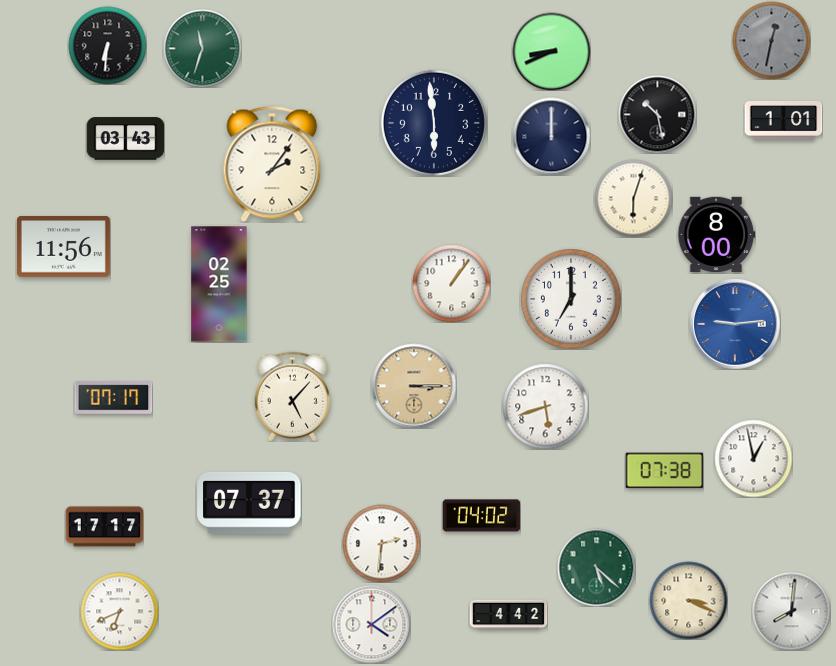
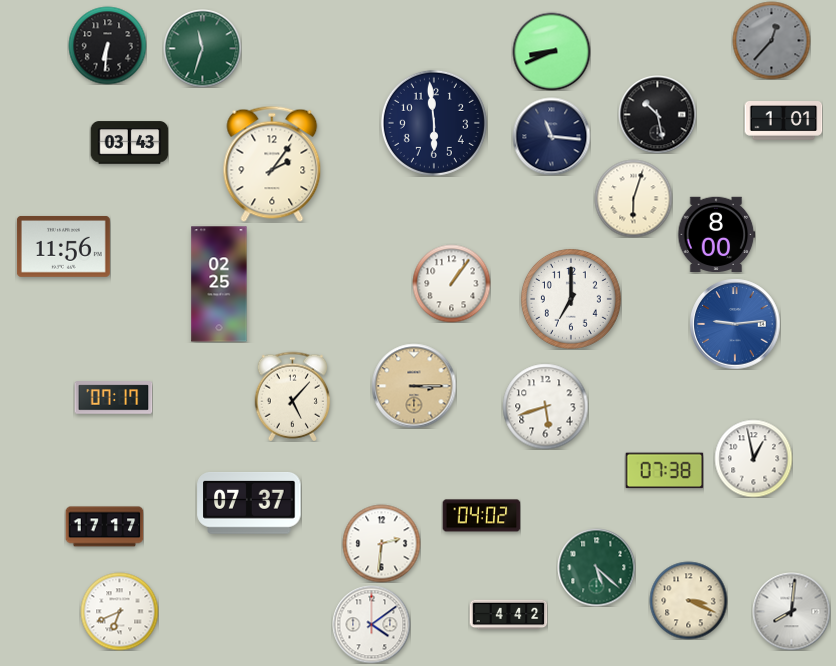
clock at (771, 40): 12:32 -> 12:37
clock at (551, 136): 12:00 -> 11:16
clock at (125, 139) position: (125, 139) -> (129, 143)
